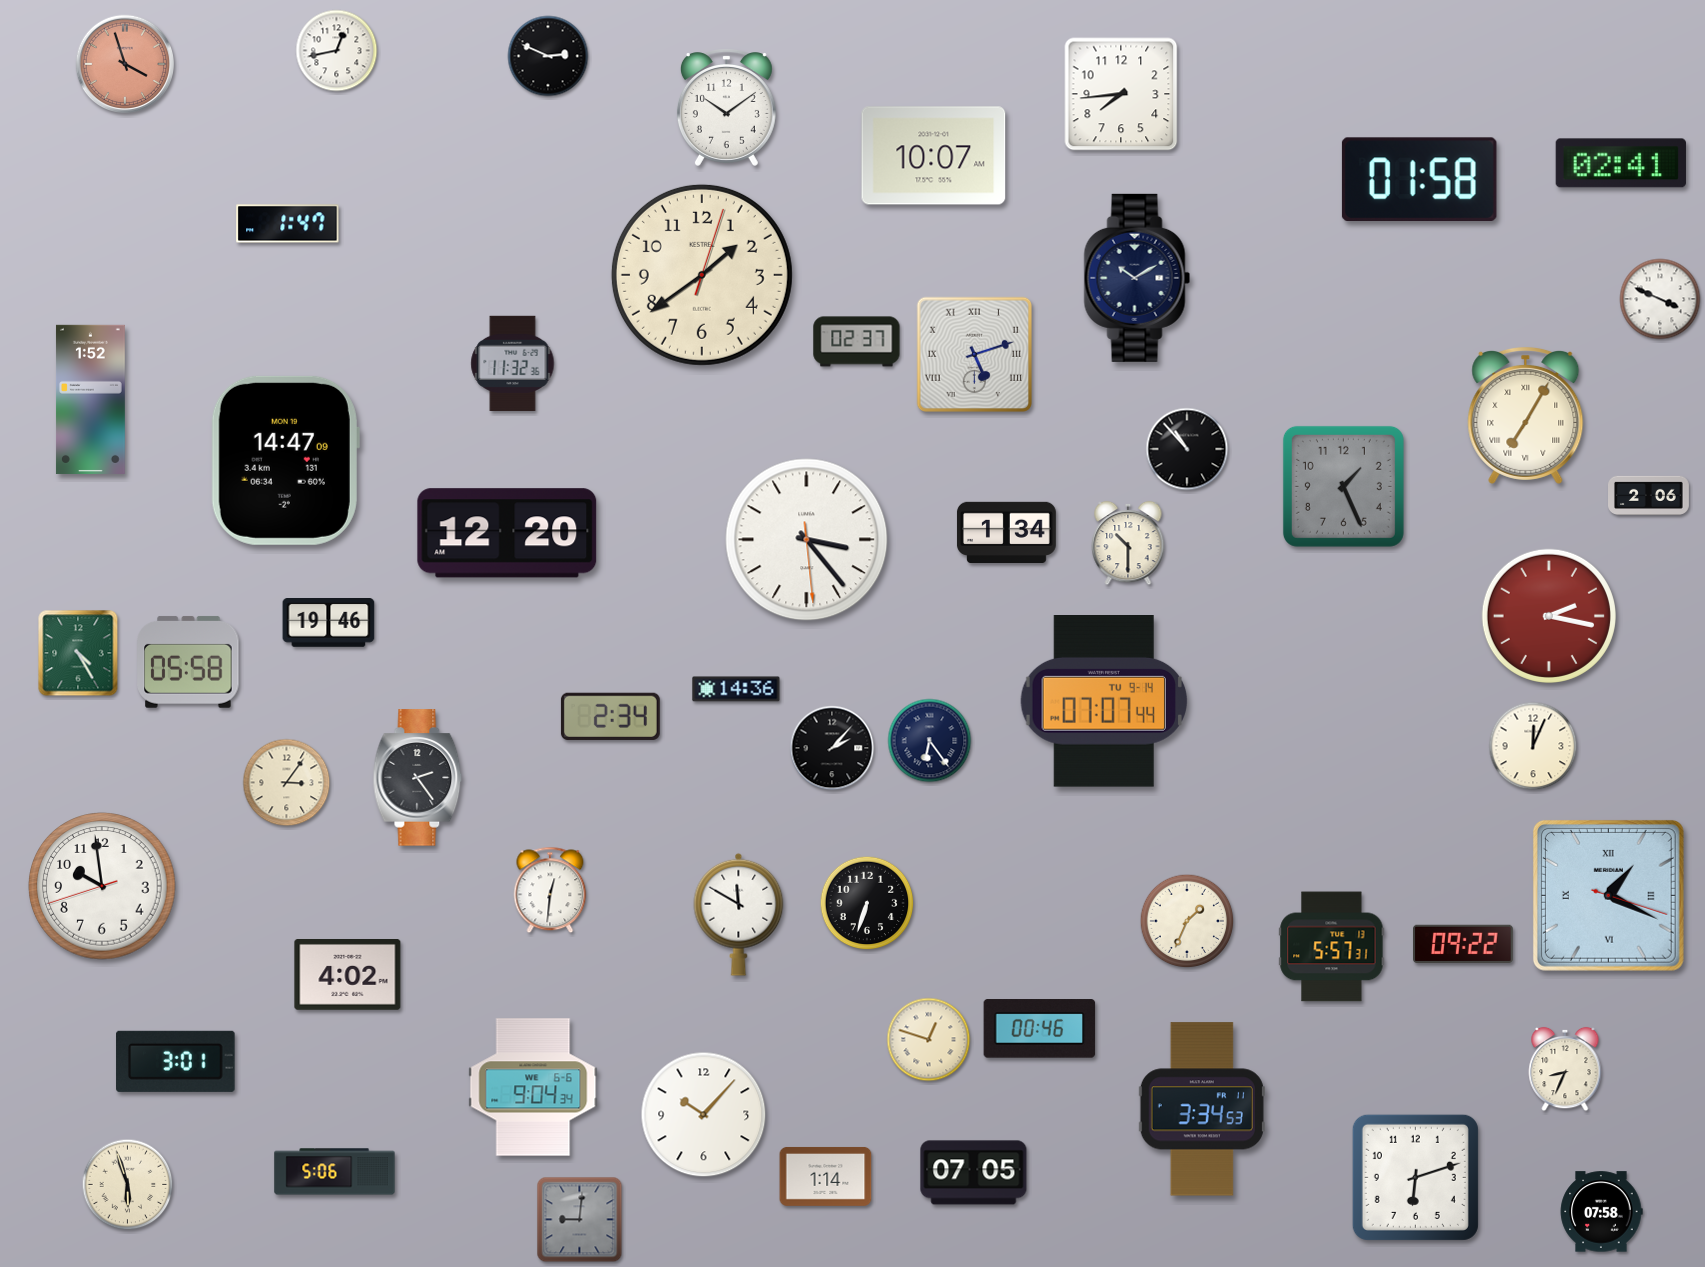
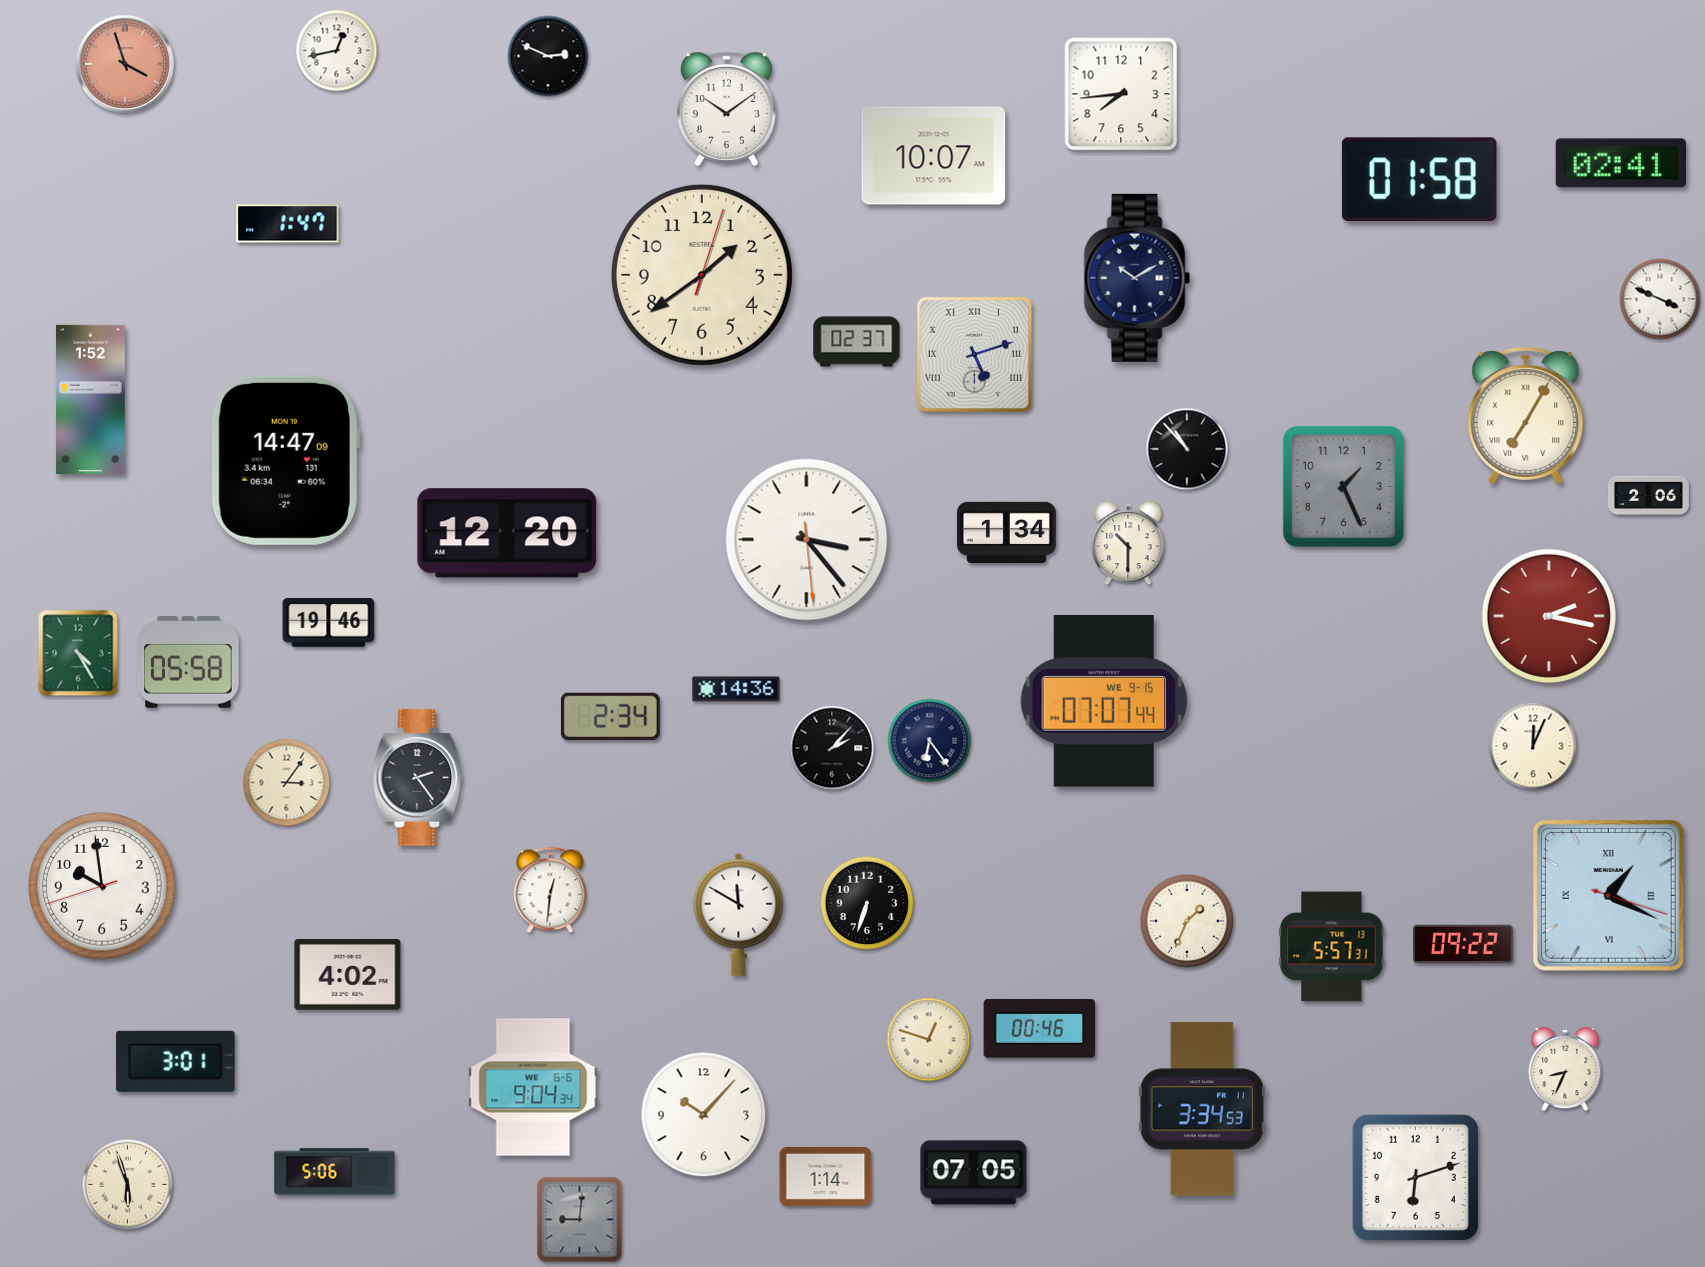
clock at (513, 363): 11:32 -> none
clock at (1103, 702) date: TU 9-14 -> WE 9-15
clock at (1601, 1212): 07:58 -> none
